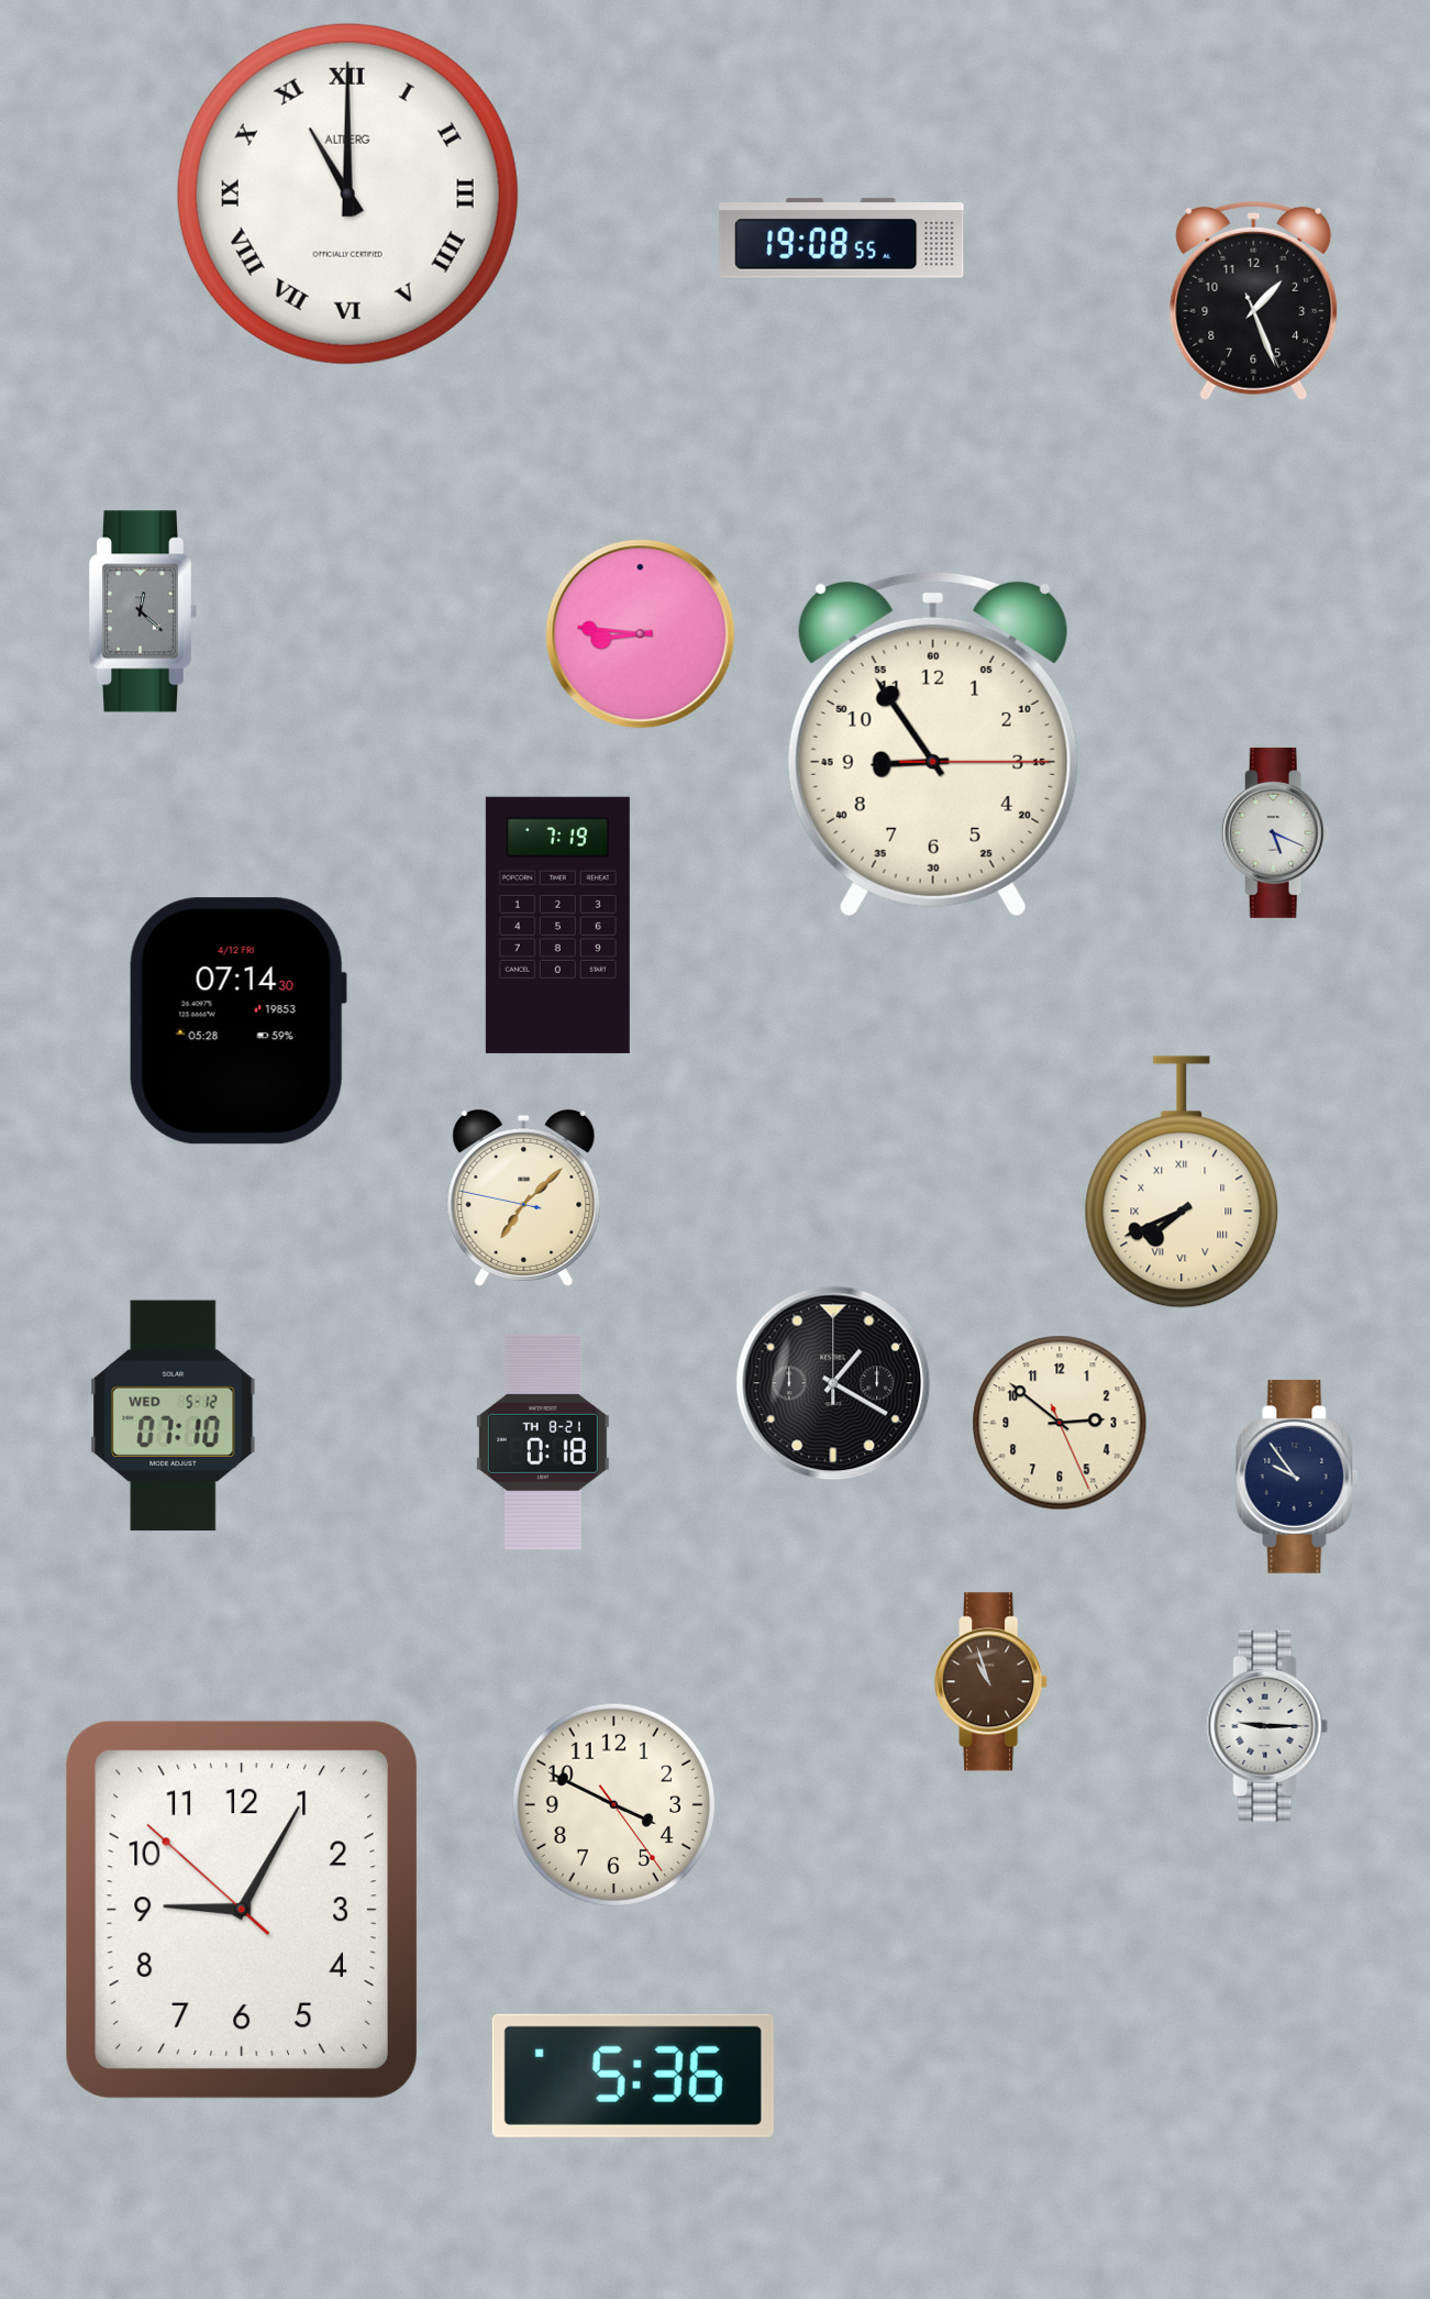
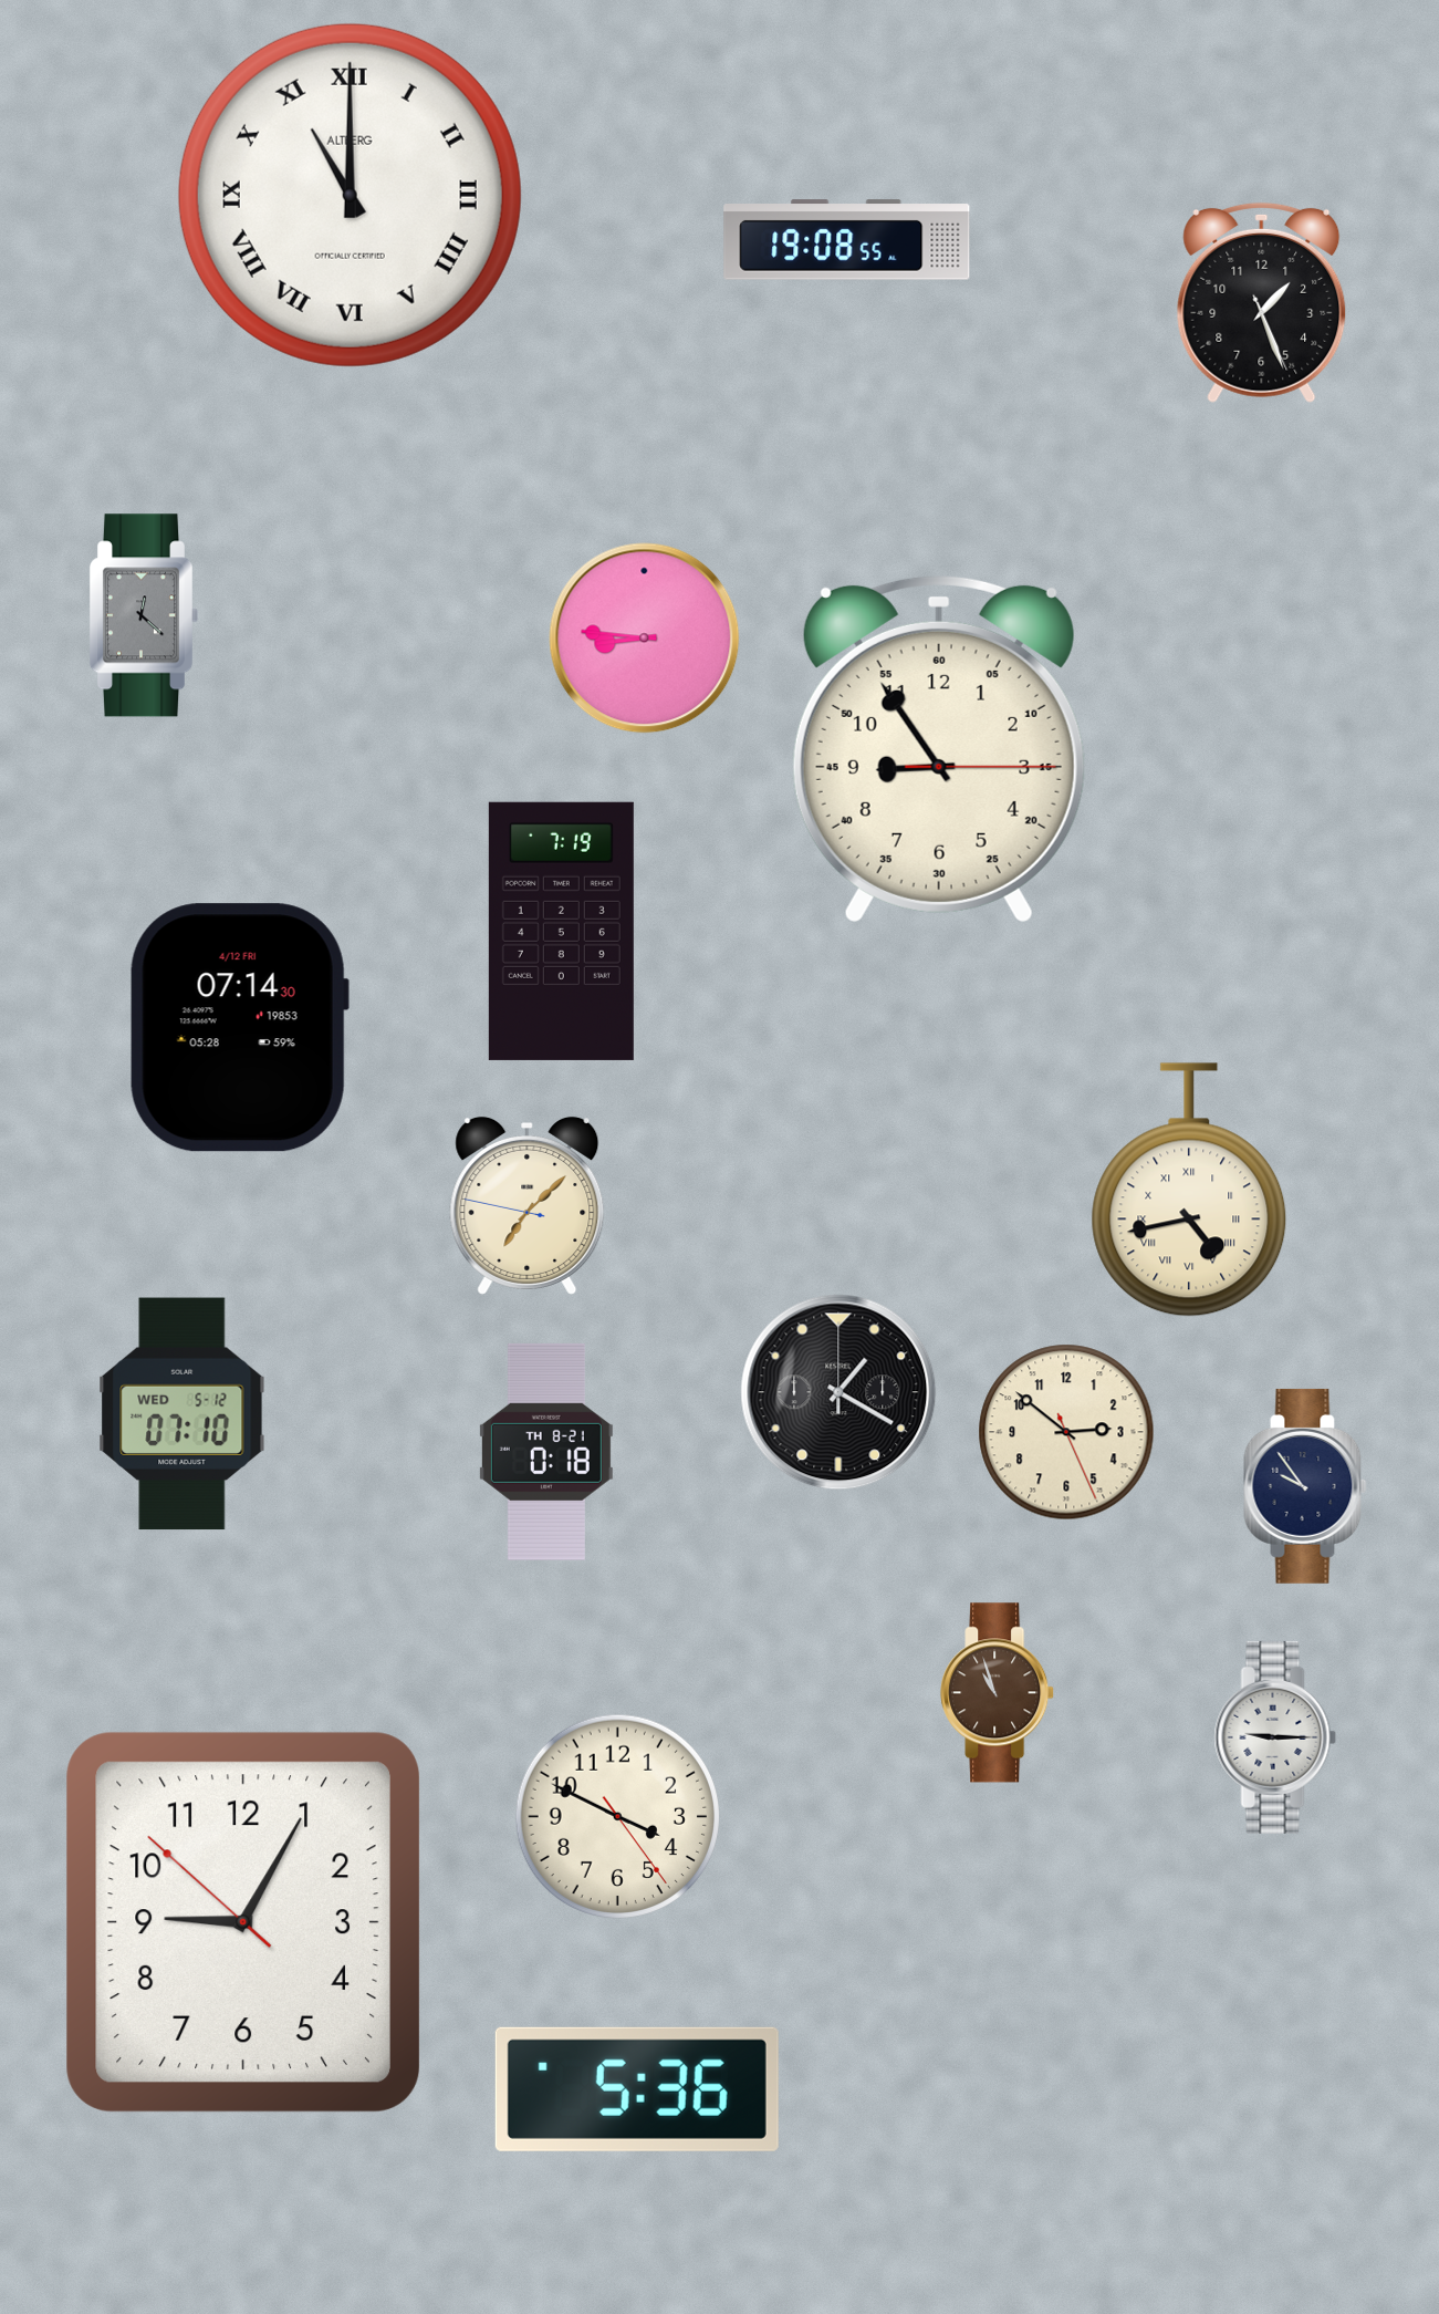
clock at (1275, 832): 5:19 -> none
clock at (1182, 1182): 7:41 -> 4:43
clock at (174, 1416) position: (174, 1416) -> (183, 1414)
